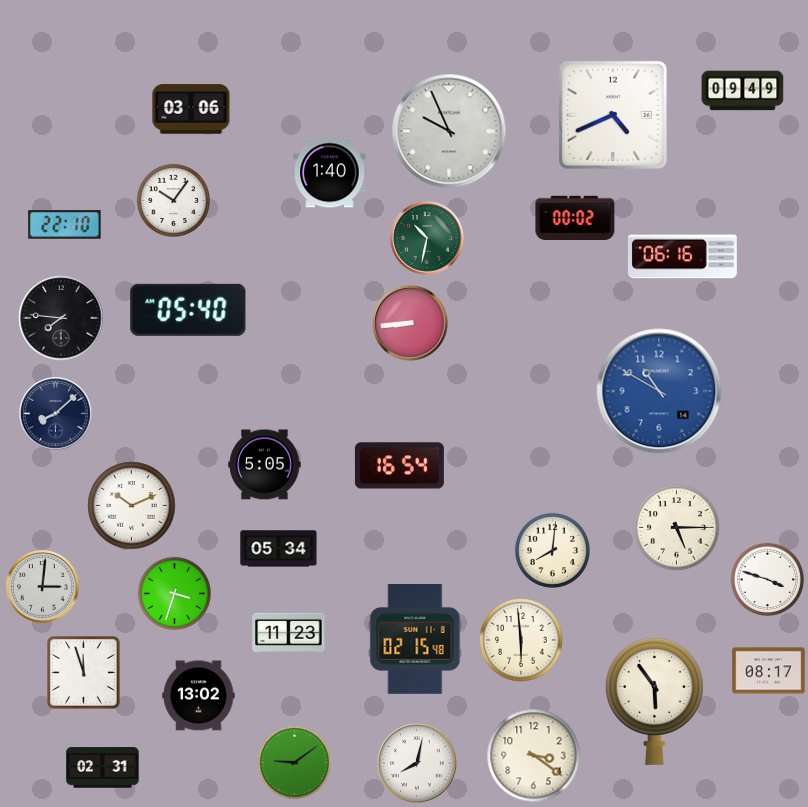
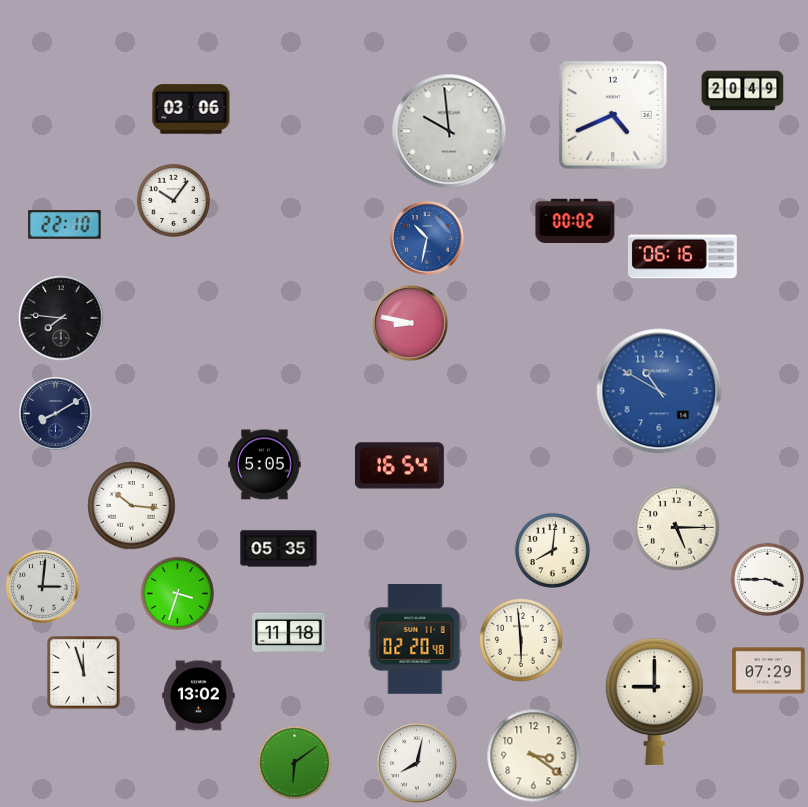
clock at (743, 91): 09:49 -> 20:49
clock at (449, 131): 9:56 -> 9:59
clock at (330, 173): 1:40 -> none
clock at (575, 217) position: (575, 217) -> (575, 220)
clock at (427, 238) dial: green -> blue
clock at (188, 310): 05:40 -> none
clock at (410, 323): 8:44 -> 8:47
clock at (56, 414): 8:08 -> 8:10
clock at (132, 506): 10:11 -> 10:16
clock at (279, 549): 05:34 -> 05:35
clock at (767, 579): 3:48 -> 3:45
clock at (174, 593) position: (174, 593) -> (177, 593)
clock at (289, 632): 11:23 -> 11:18
clock at (415, 640): 02:15 -> 02:20
clock at (769, 671): 08:17 -> 07:29
clock at (654, 701): 5:54 -> 9:00
clock at (294, 762): 9:09 -> 6:09
clock at (103, 768): 02:31 -> none
